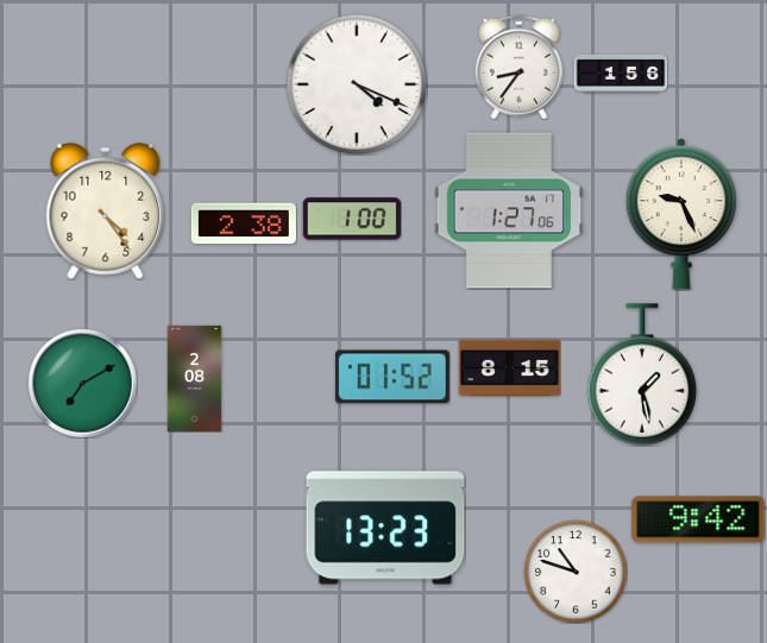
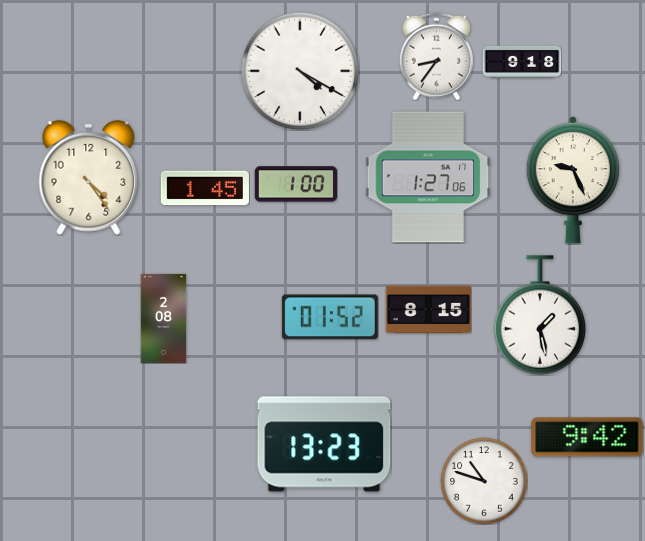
clock at (621, 74): 1:56 -> 9:18
clock at (357, 84): 4:19 -> 4:20
clock at (244, 223): 2:38 -> 1:45
clock at (82, 383): 7:10 -> none
